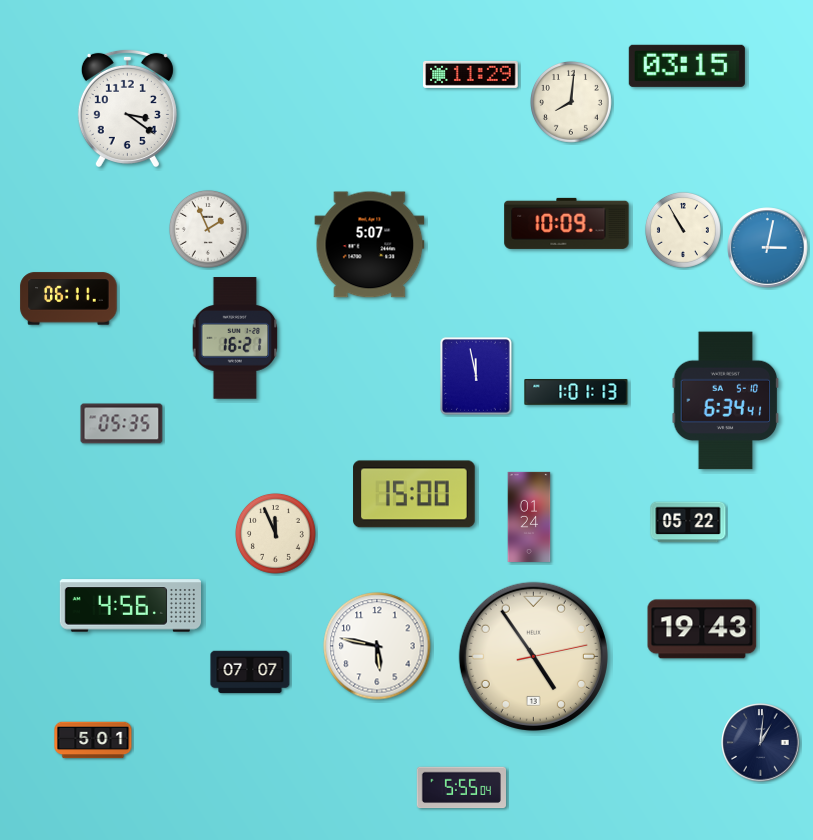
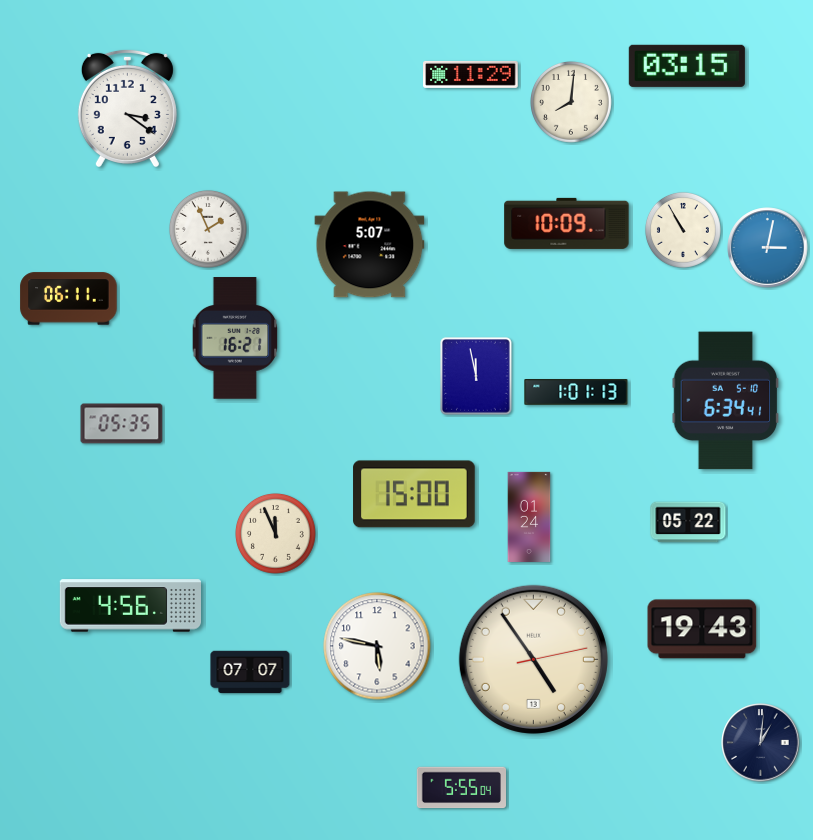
clock at (533, 656) position: (533, 656) -> (533, 659)
clock at (93, 740): 5:01 -> none
